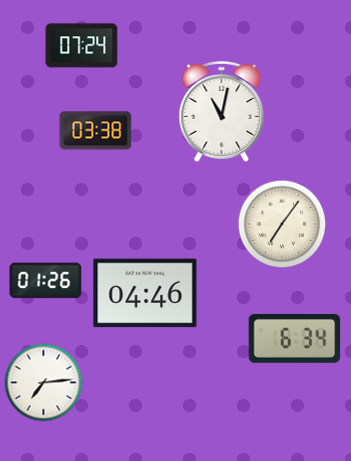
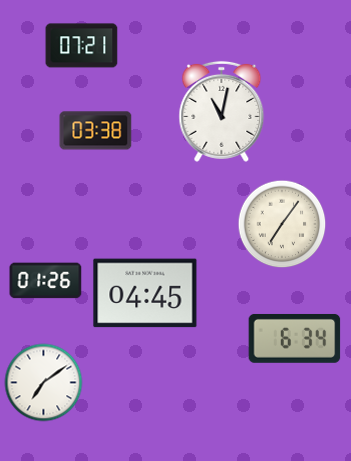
clock at (82, 46): 07:24 -> 07:21
clock at (145, 293): 04:46 -> 04:45
clock at (44, 383): 7:14 -> 7:09
